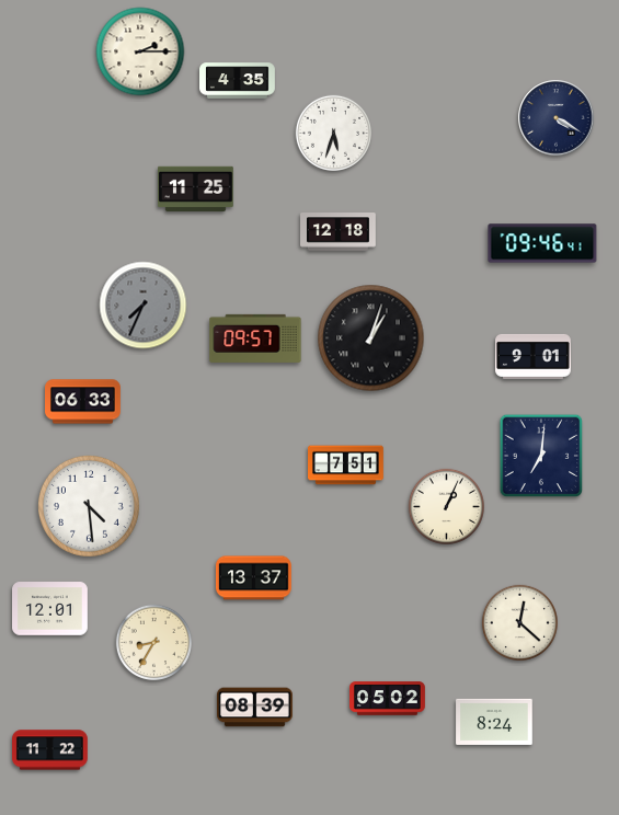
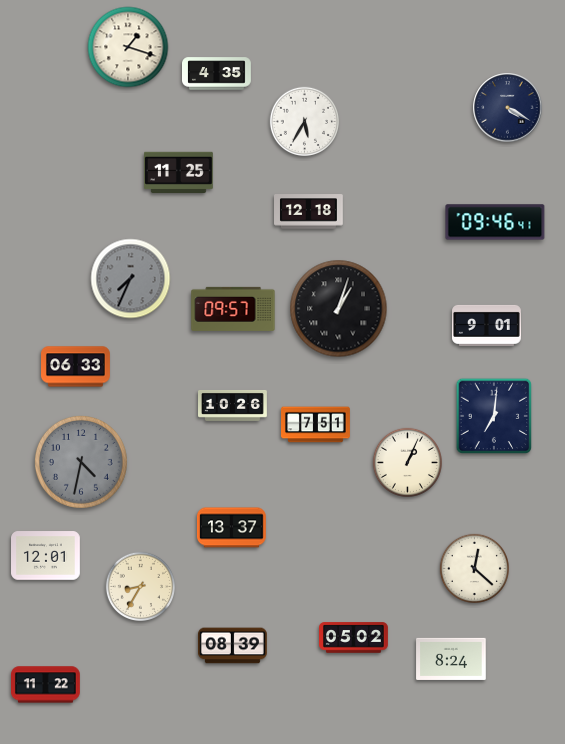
clock at (140, 51): 2:15 -> 1:18
clock at (333, 133): 5:33 -> 5:35
clock at (233, 405): none -> 10:26
clock at (90, 506): 4:29 -> 4:32
clock at (90, 506) dial: white -> grey
